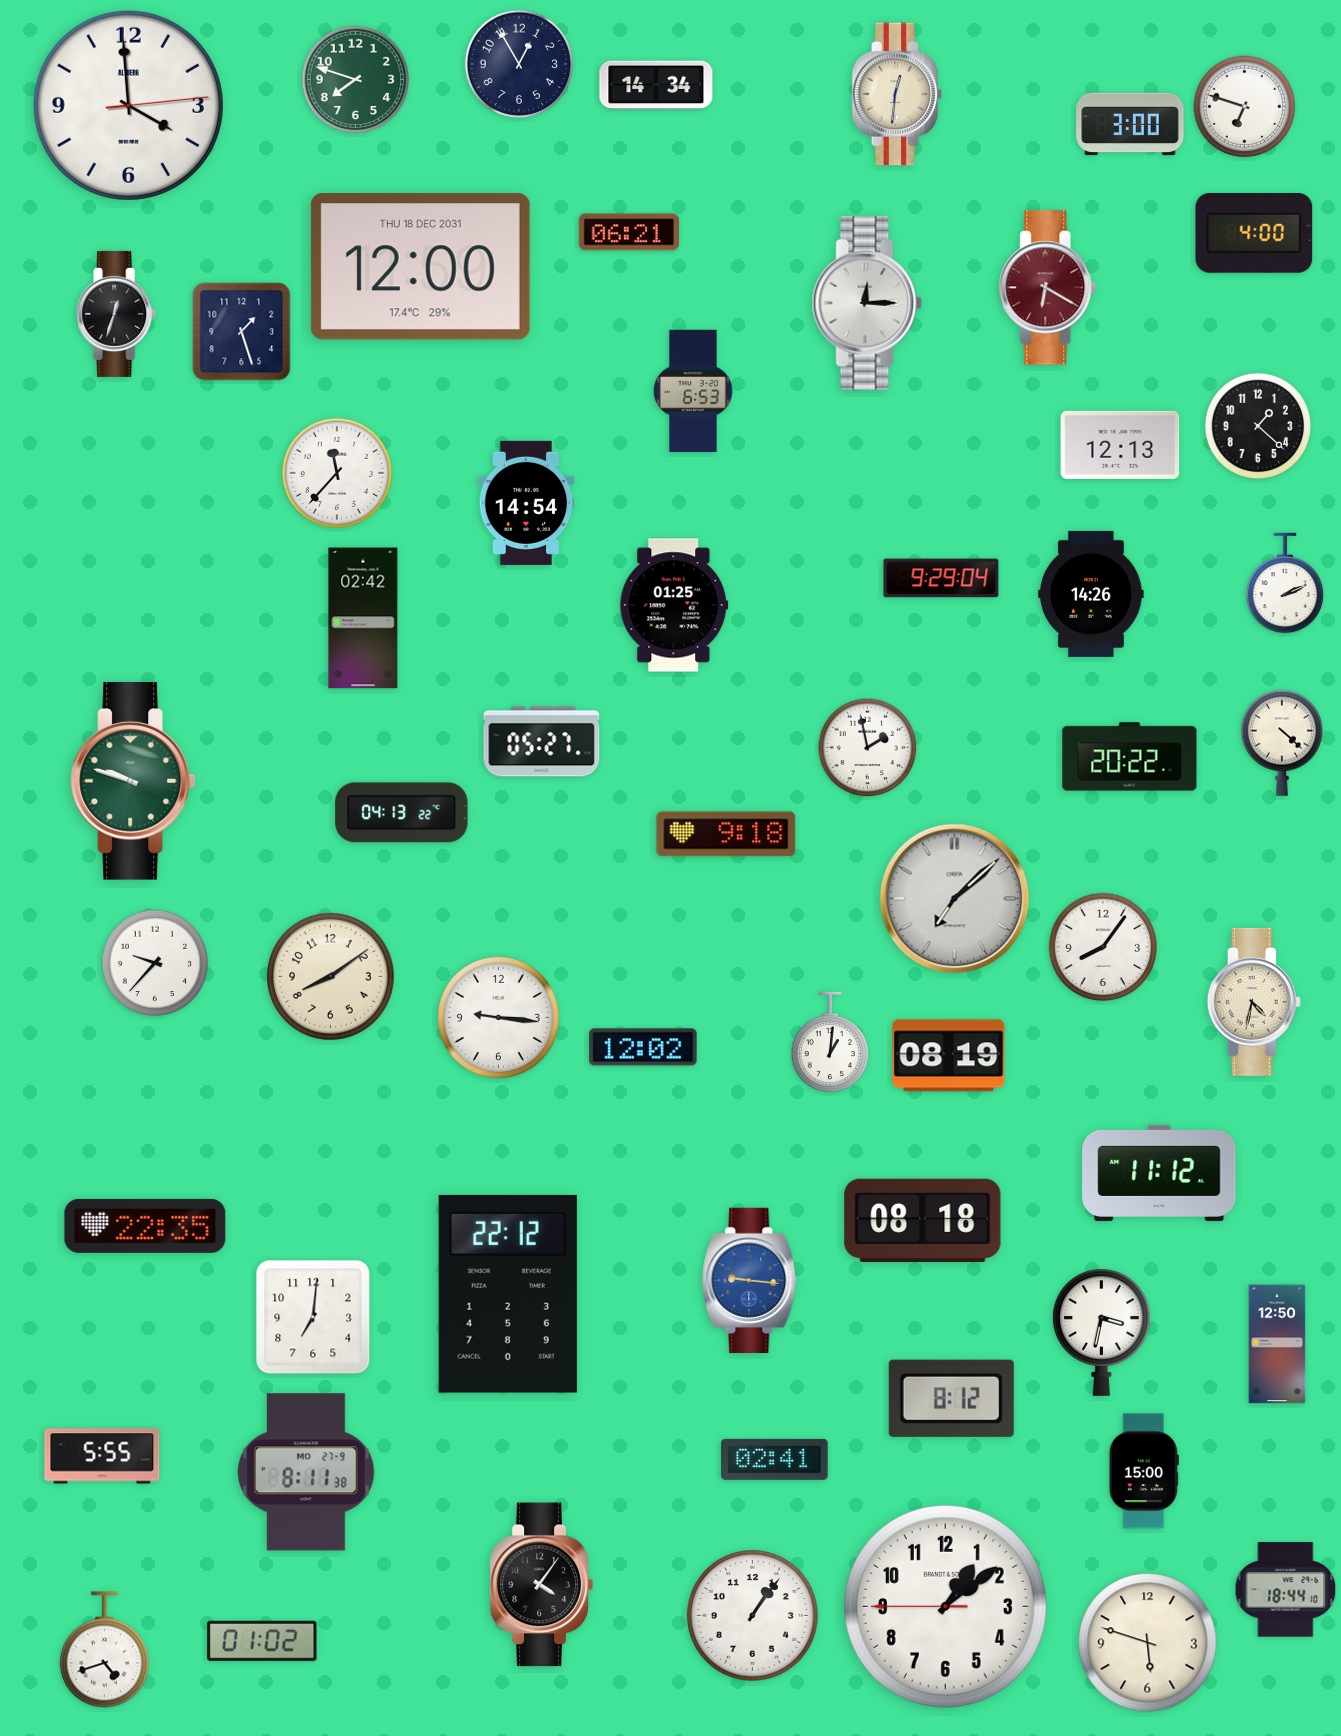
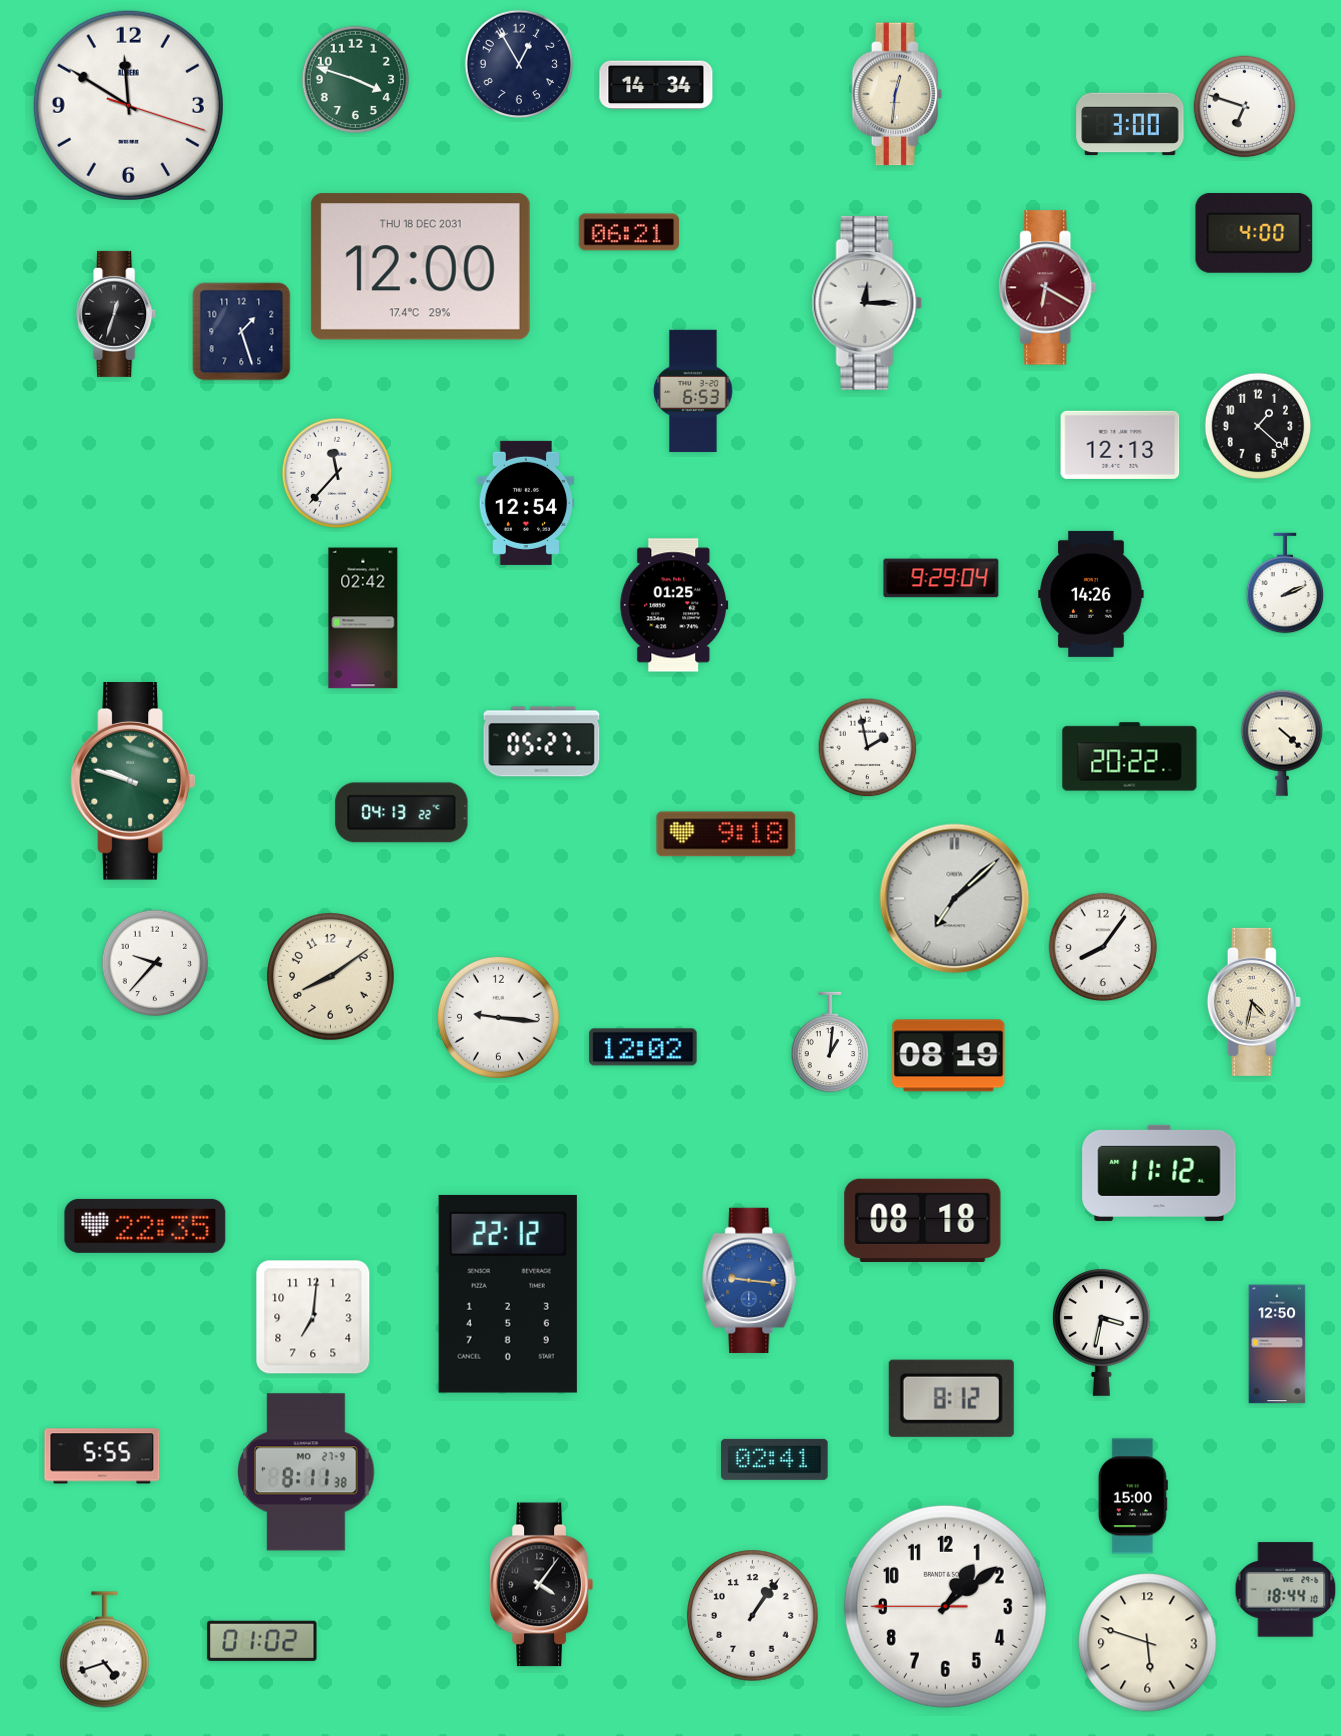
clock at (355, 79): 7:48 -> 3:48
clock at (128, 105): 3:59 -> 11:50
clock at (526, 503): 14:54 -> 12:54
clock at (1144, 1471) position: (1144, 1471) -> (1133, 1496)
